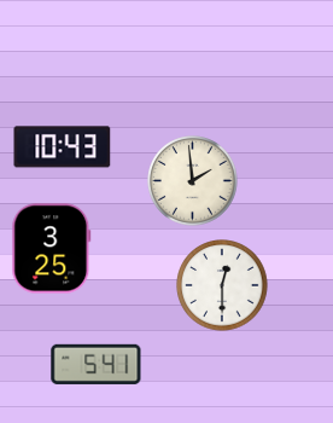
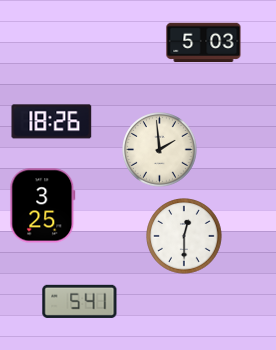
clock at (204, 43): none -> 5:03
clock at (63, 147): 10:43 -> 18:26
